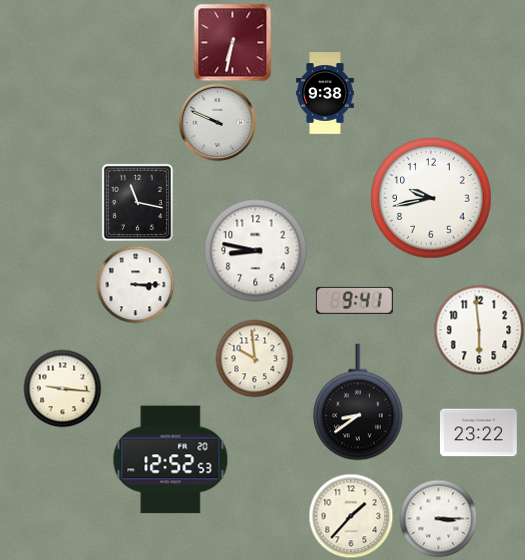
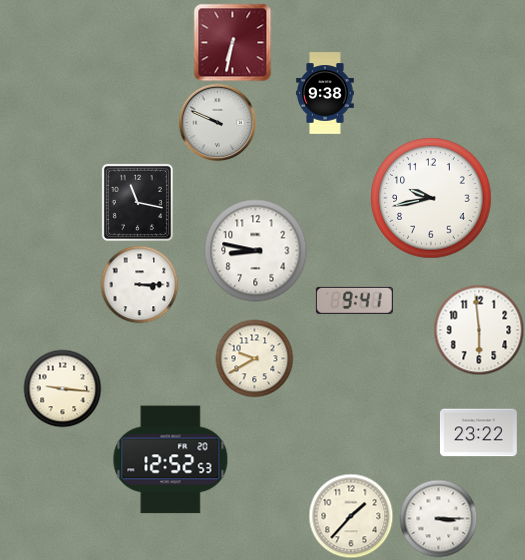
clock at (135, 284) position: (135, 284) -> (139, 284)
clock at (254, 358): 9:59 -> 9:40
clock at (358, 402): 8:39 -> none
